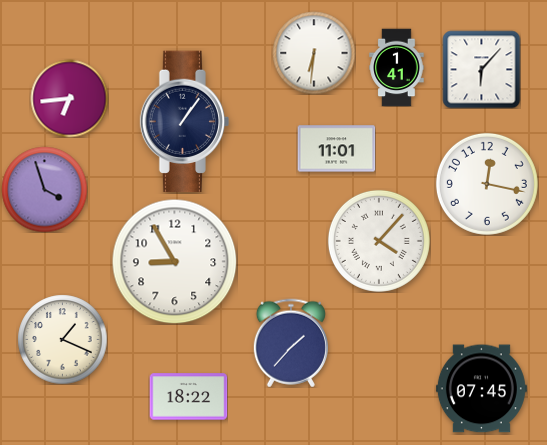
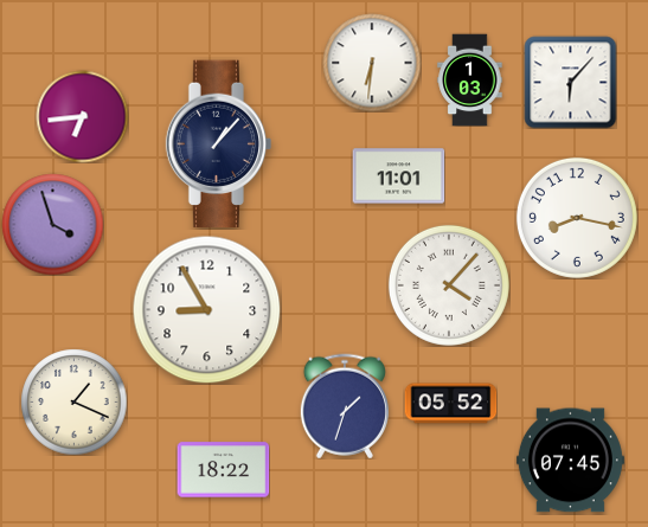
clock at (397, 67): 1:41 -> 1:03
clock at (185, 122): 1:06 -> 1:07
clock at (487, 184): 12:17 -> 8:17
clock at (450, 404): none -> 05:52
clock at (291, 343): 1:37 -> 1:33
